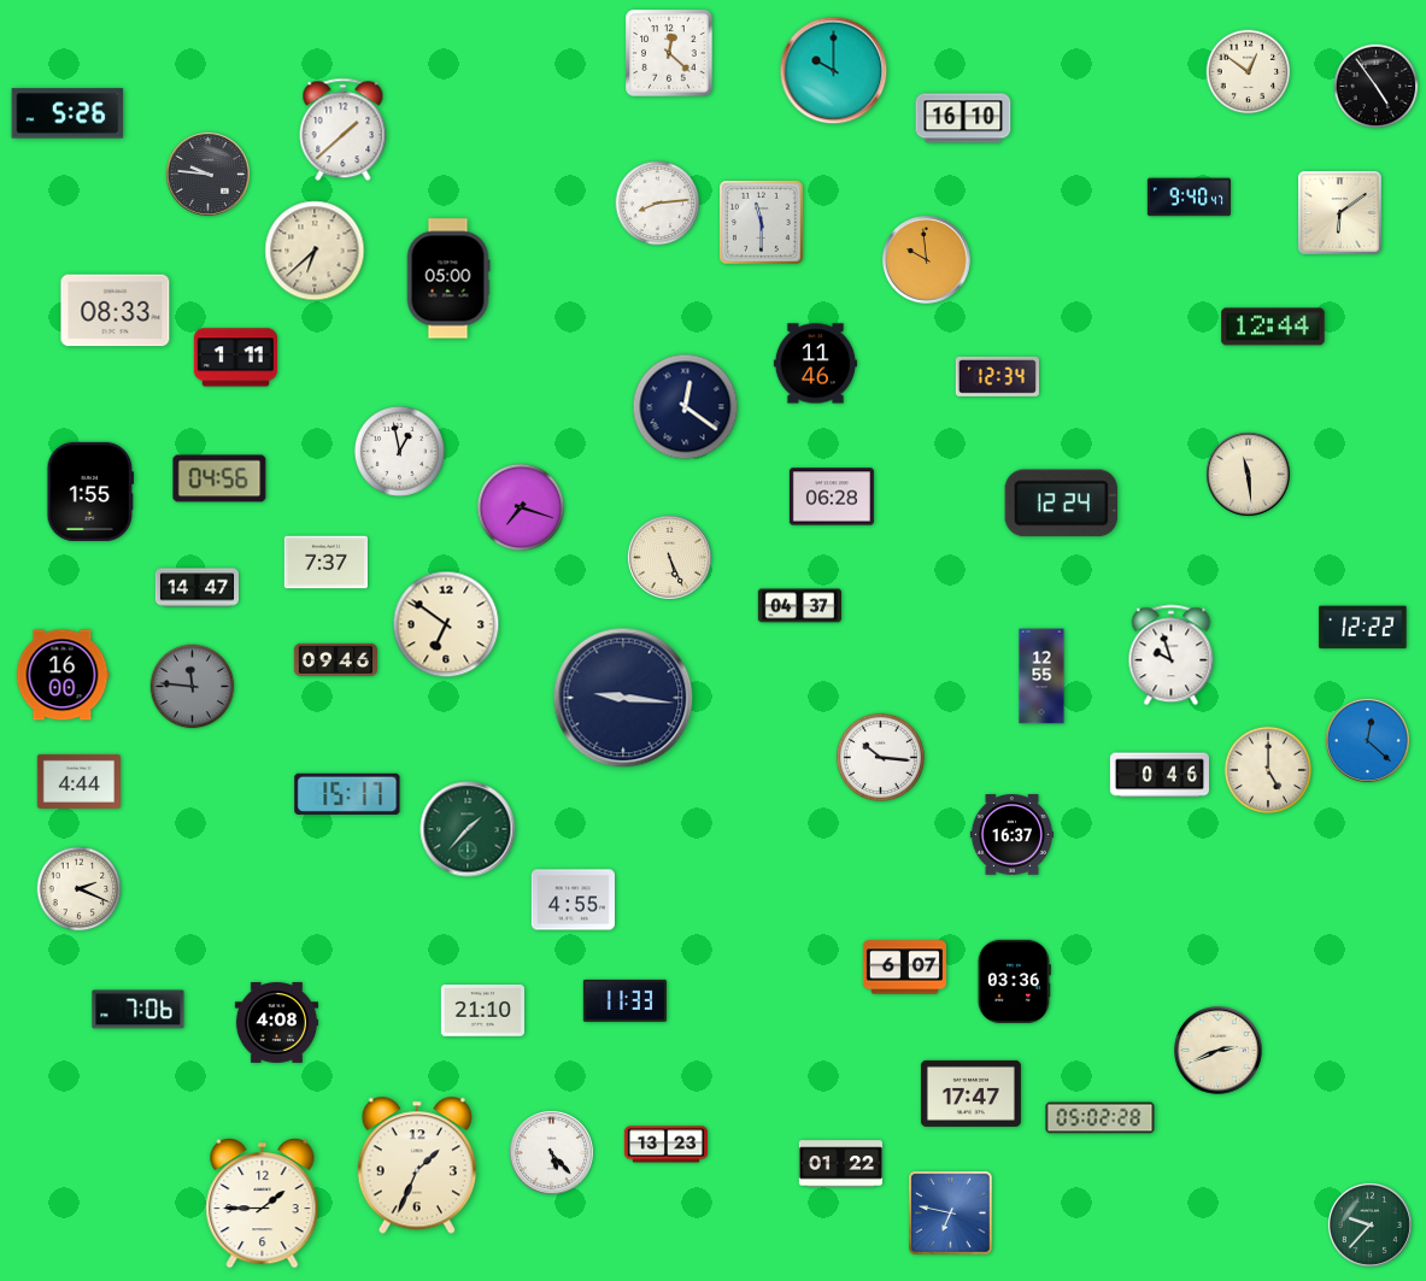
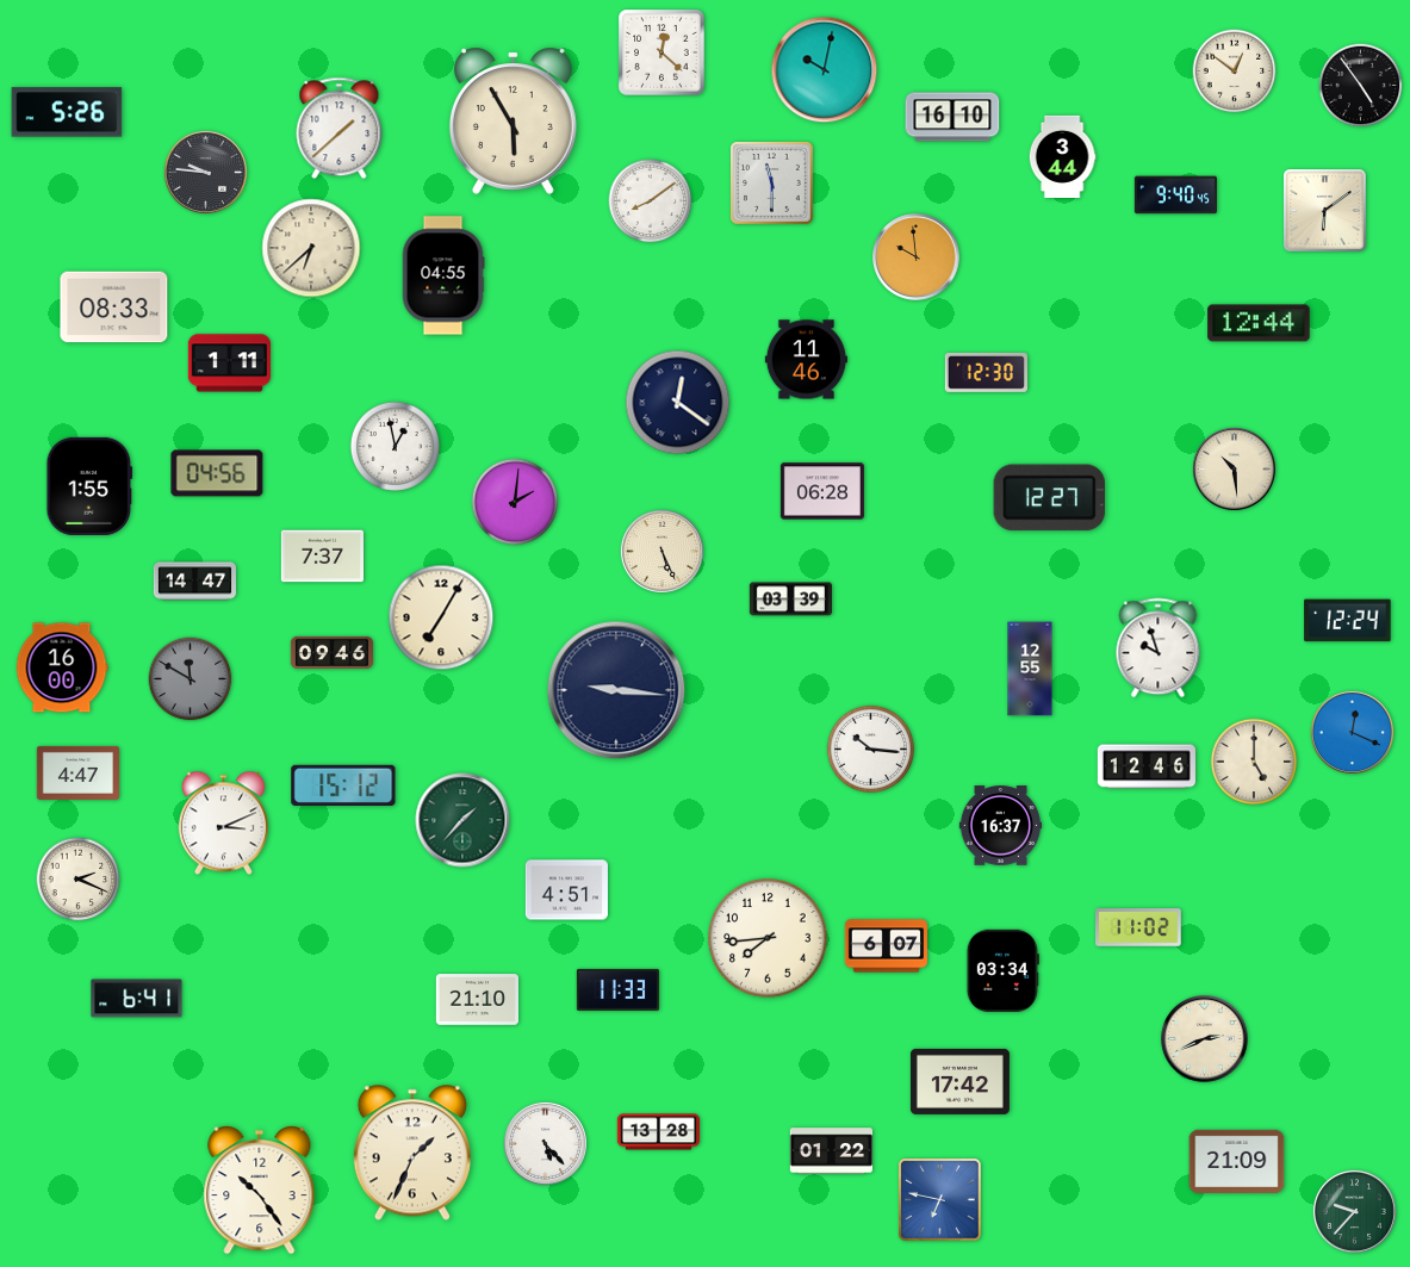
clock at (834, 71): 10:00 -> 10:02
clock at (513, 120): none -> 5:55
clock at (1062, 156): none -> 3:44
clock at (1189, 198): 9:40:47 -> 9:40:45
clock at (658, 204): 8:14 -> 8:09
clock at (762, 223) position: (762, 223) -> (772, 184)
clock at (448, 278): 05:00 -> 04:55
clock at (235, 358) position: (235, 358) -> (229, 364)
clock at (997, 376): 12:34 -> 12:30
clock at (1248, 474): 11:29 -> 10:29
clock at (1061, 504): 12:24 -> 12:27
clock at (521, 507): 7:18 -> 2:01
clock at (799, 606): 04:37 -> 03:39
clock at (446, 624): 6:51 -> 7:05
clock at (1363, 628): 12:22 -> 12:24
clock at (193, 687): 11:46 -> 11:50
clock at (1367, 740): 12:22 -> 12:19
clock at (1160, 775): 0:46 -> 12:46
clock at (78, 781): 4:44 -> 4:47
clock at (347, 794): 15:17 -> 15:12
clock at (223, 824): none -> 3:11
clock at (573, 900): 4:55 -> 4:51
clock at (1138, 927): none -> 11:02
clock at (768, 938): none -> 7:44
clock at (904, 968) position: (904, 968) -> (886, 946)
clock at (1014, 981): 03:36 -> 03:34
clock at (139, 1010): 7:06 -> 6:41
clock at (276, 1023): 4:08 -> none
clock at (970, 1093): 17:47 -> 17:42
clock at (1101, 1118): 05:02 -> none
clock at (665, 1145): 13:23 -> 13:28
clock at (551, 1152) position: (551, 1152) -> (545, 1143)
clock at (1237, 1161): none -> 21:09
clock at (263, 1204): 1:45 -> 10:24
